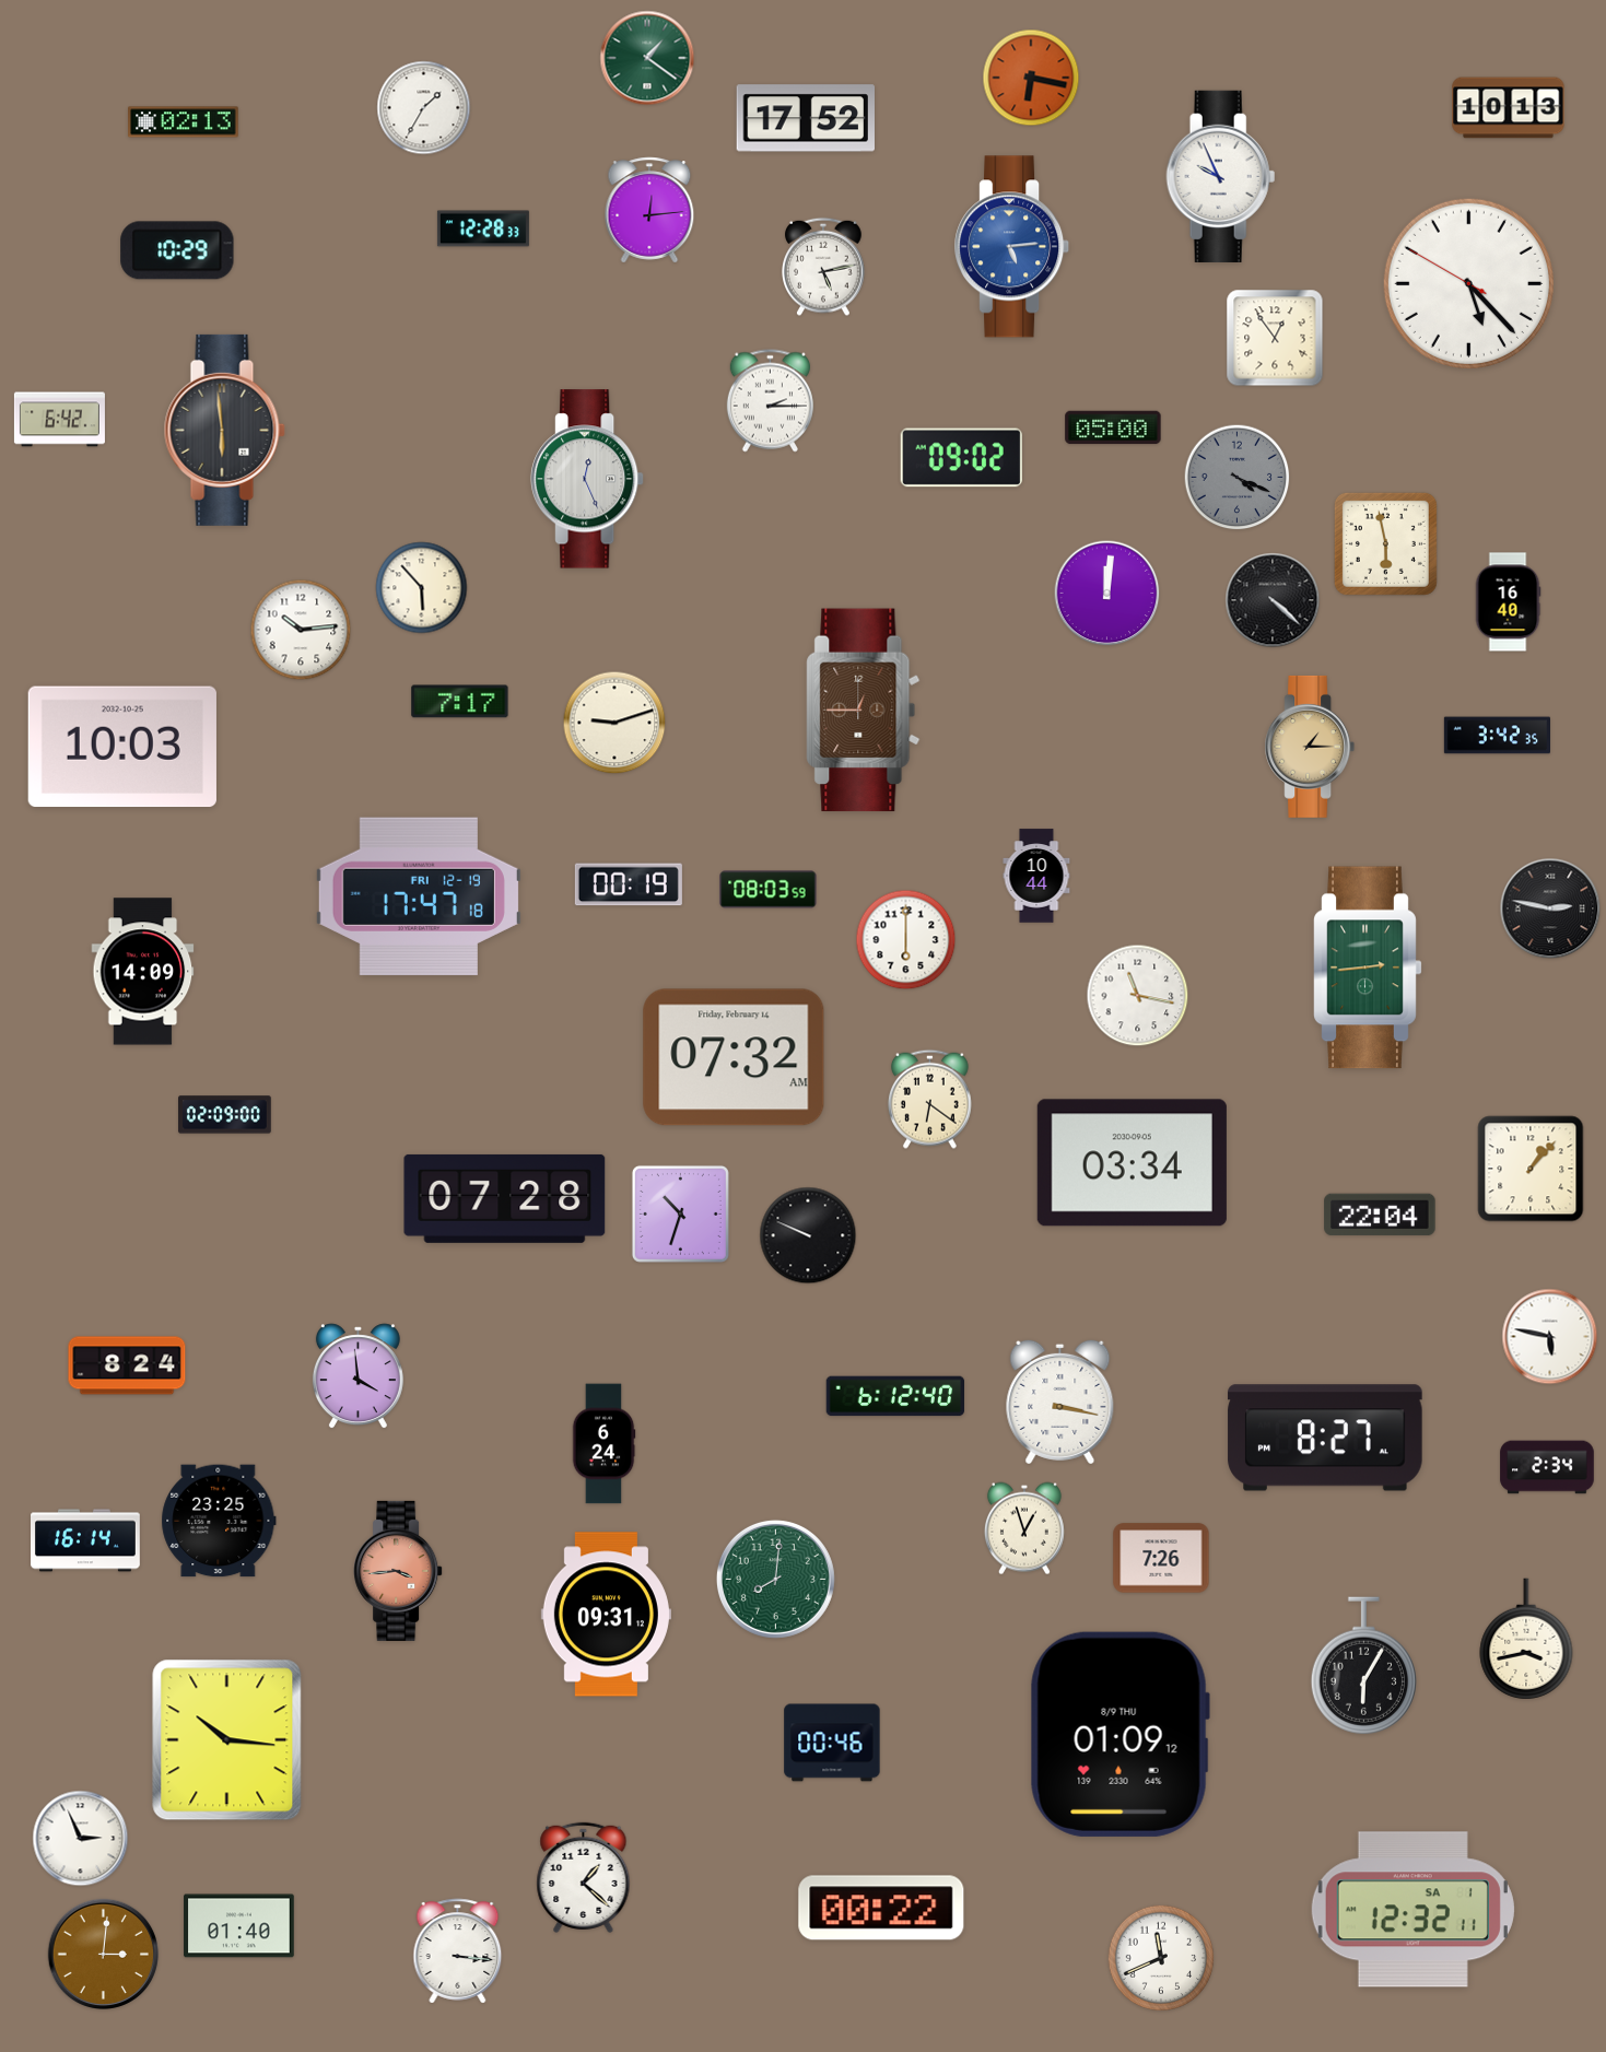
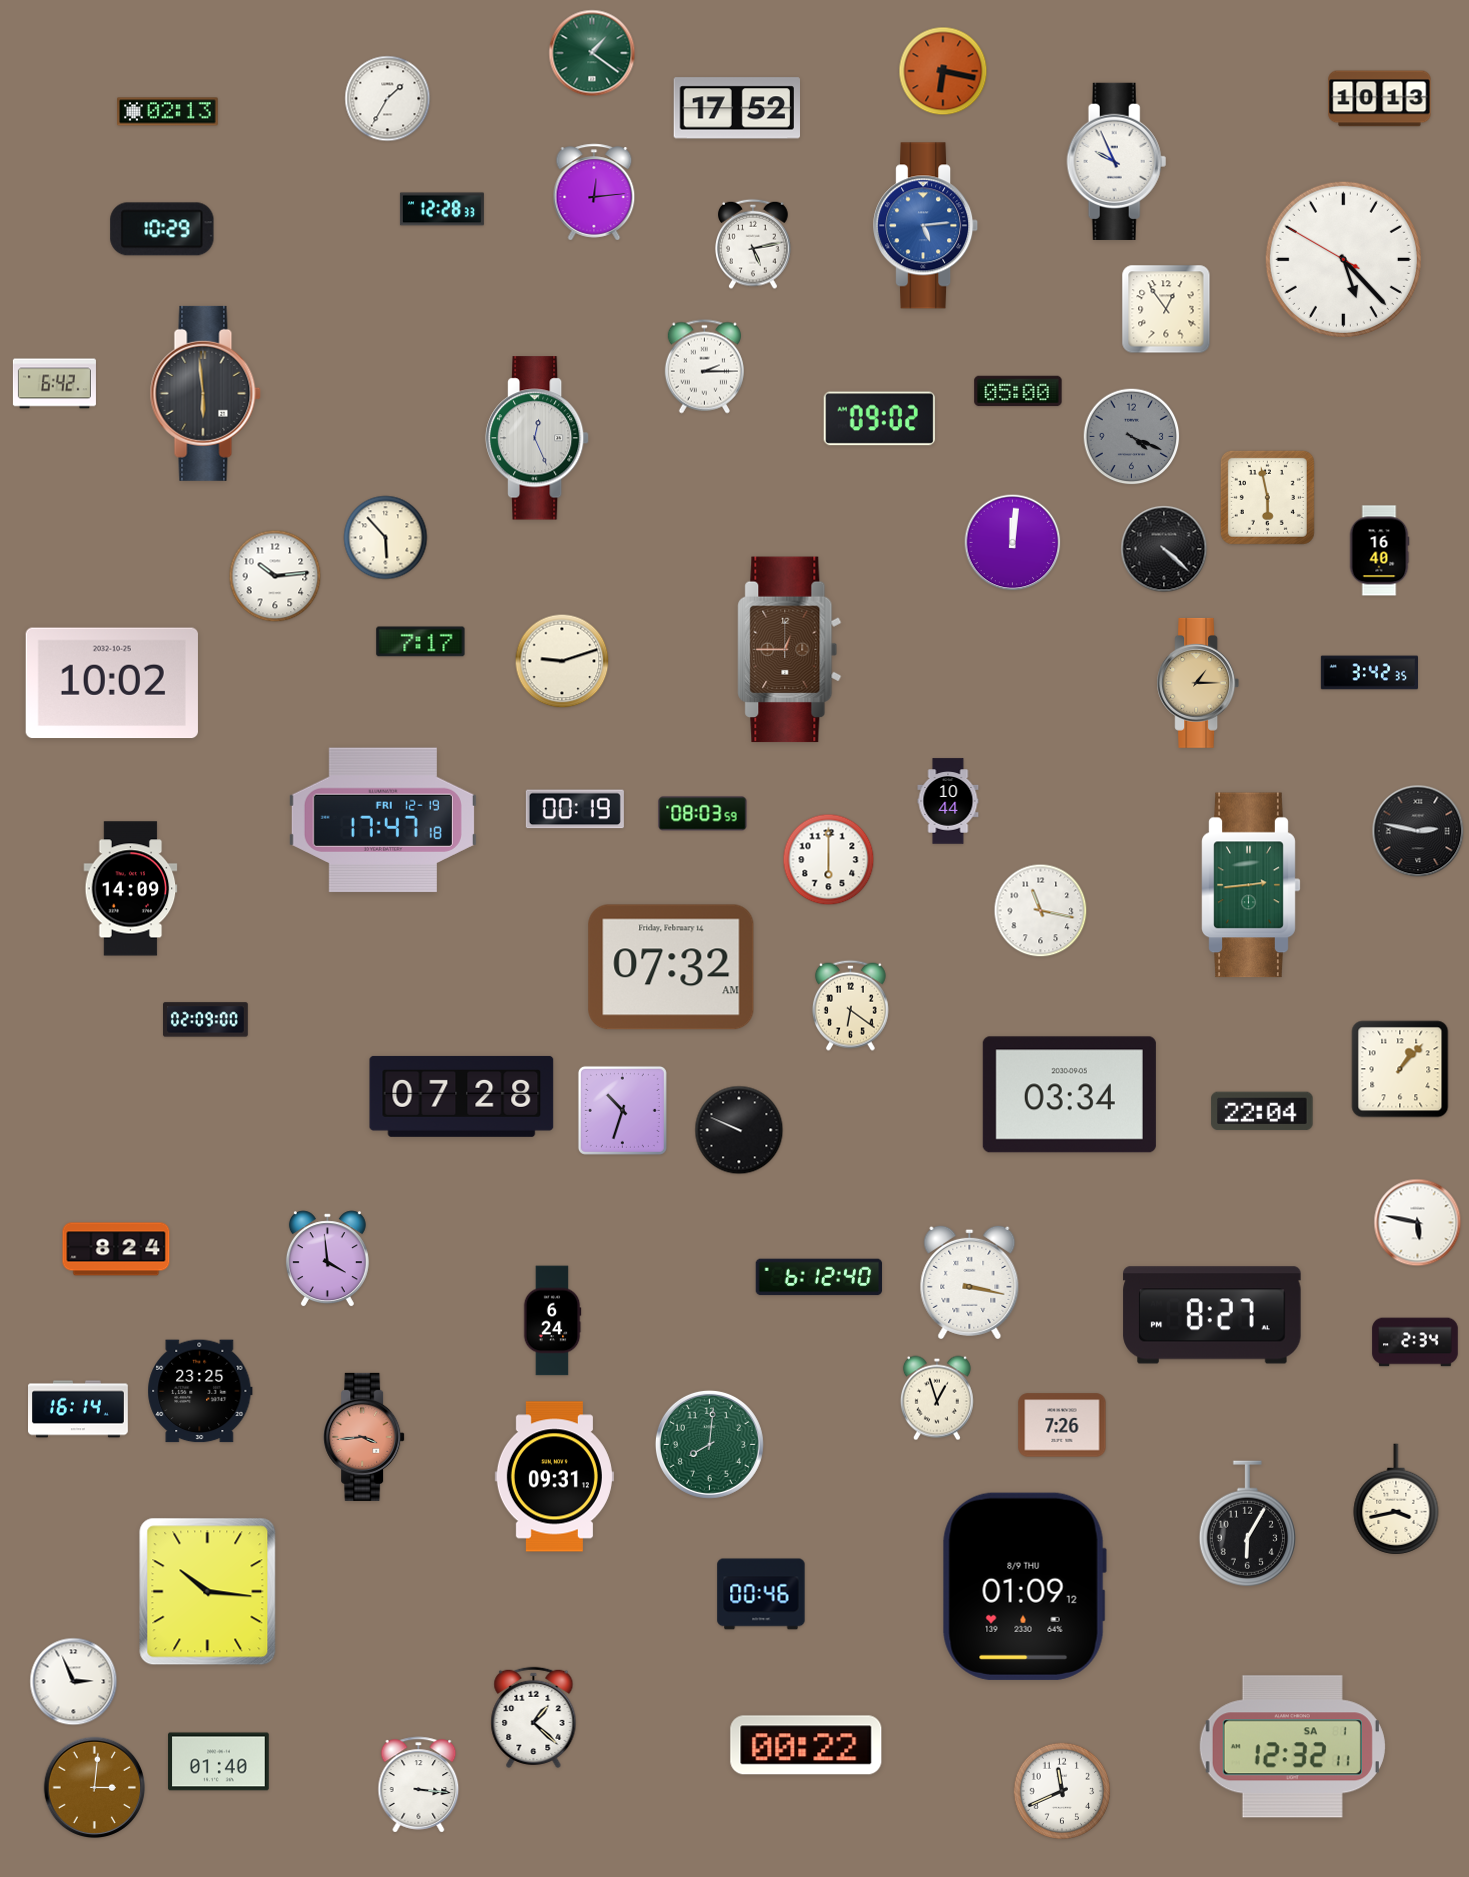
clock at (122, 747): 10:03 -> 10:02
clock at (1132, 1163) position: (1132, 1163) -> (1069, 1095)
